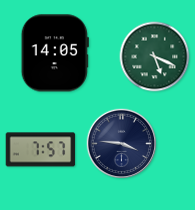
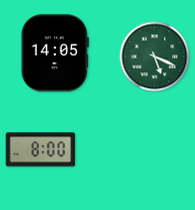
clock at (122, 144): 3:46 -> none
clock at (41, 150): 7:57 -> 8:00
